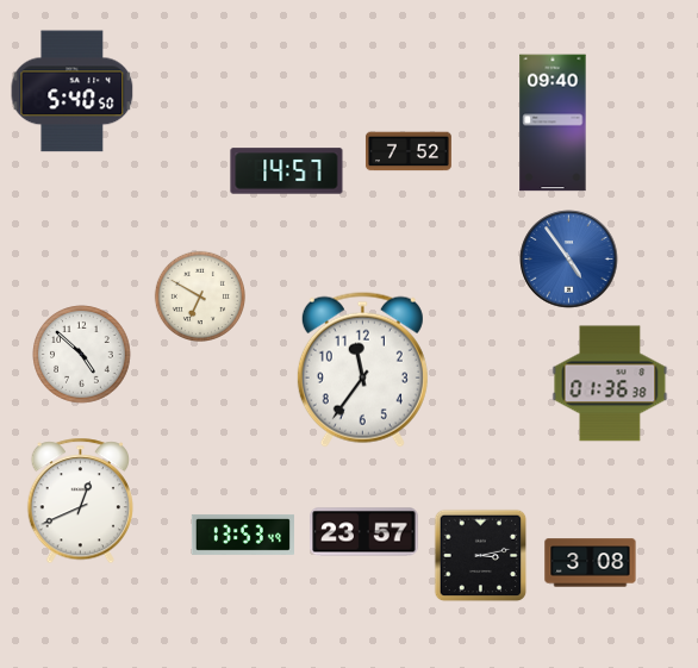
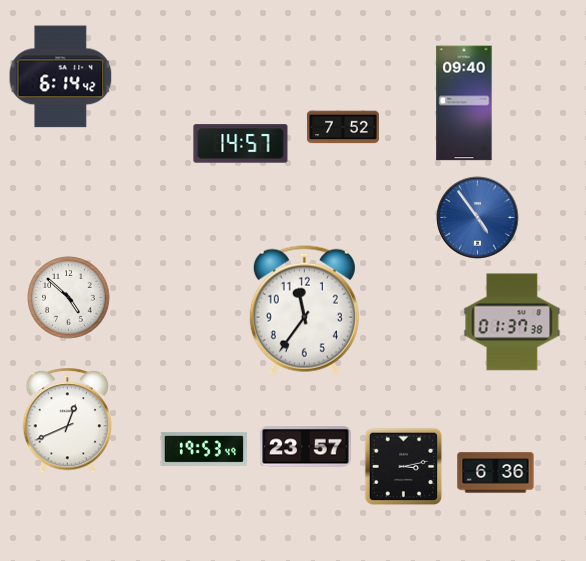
clock at (73, 92): 5:40 -> 6:14
clock at (199, 295): 6:50 -> none
clock at (610, 383): 01:36 -> 01:37
clock at (243, 535): 13:53 -> 19:53
clock at (591, 563): 3:08 -> 6:36
